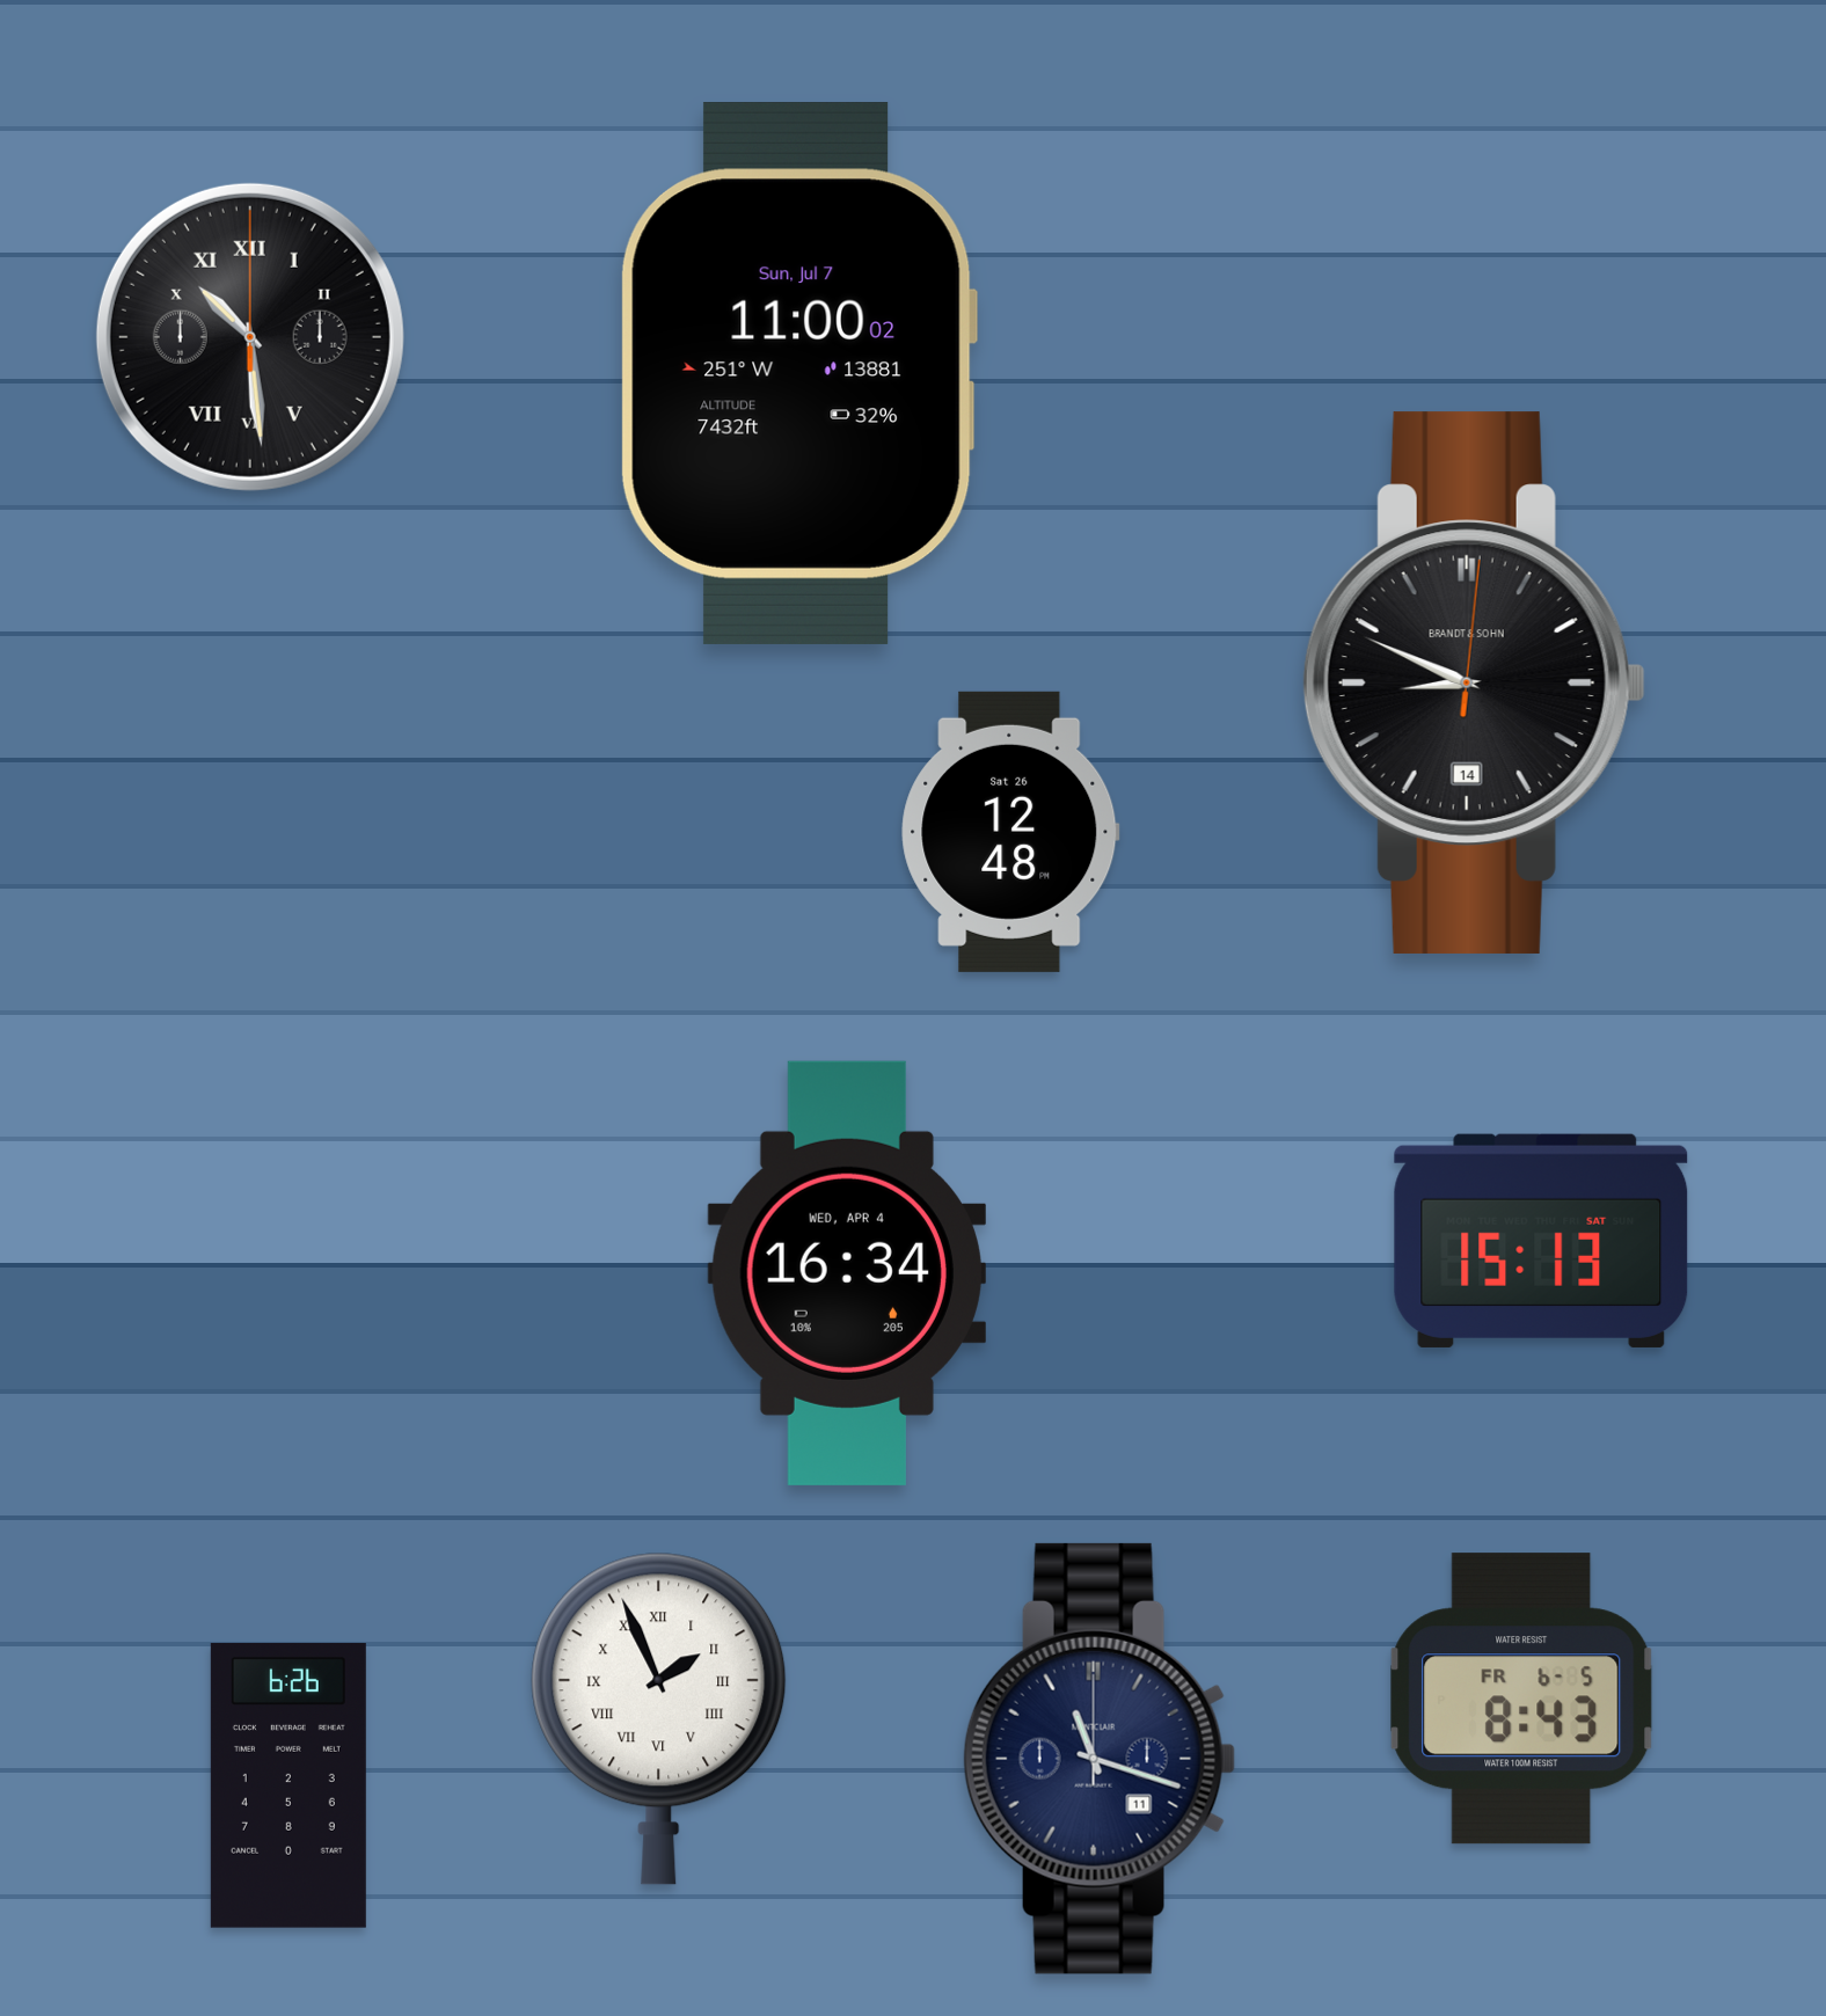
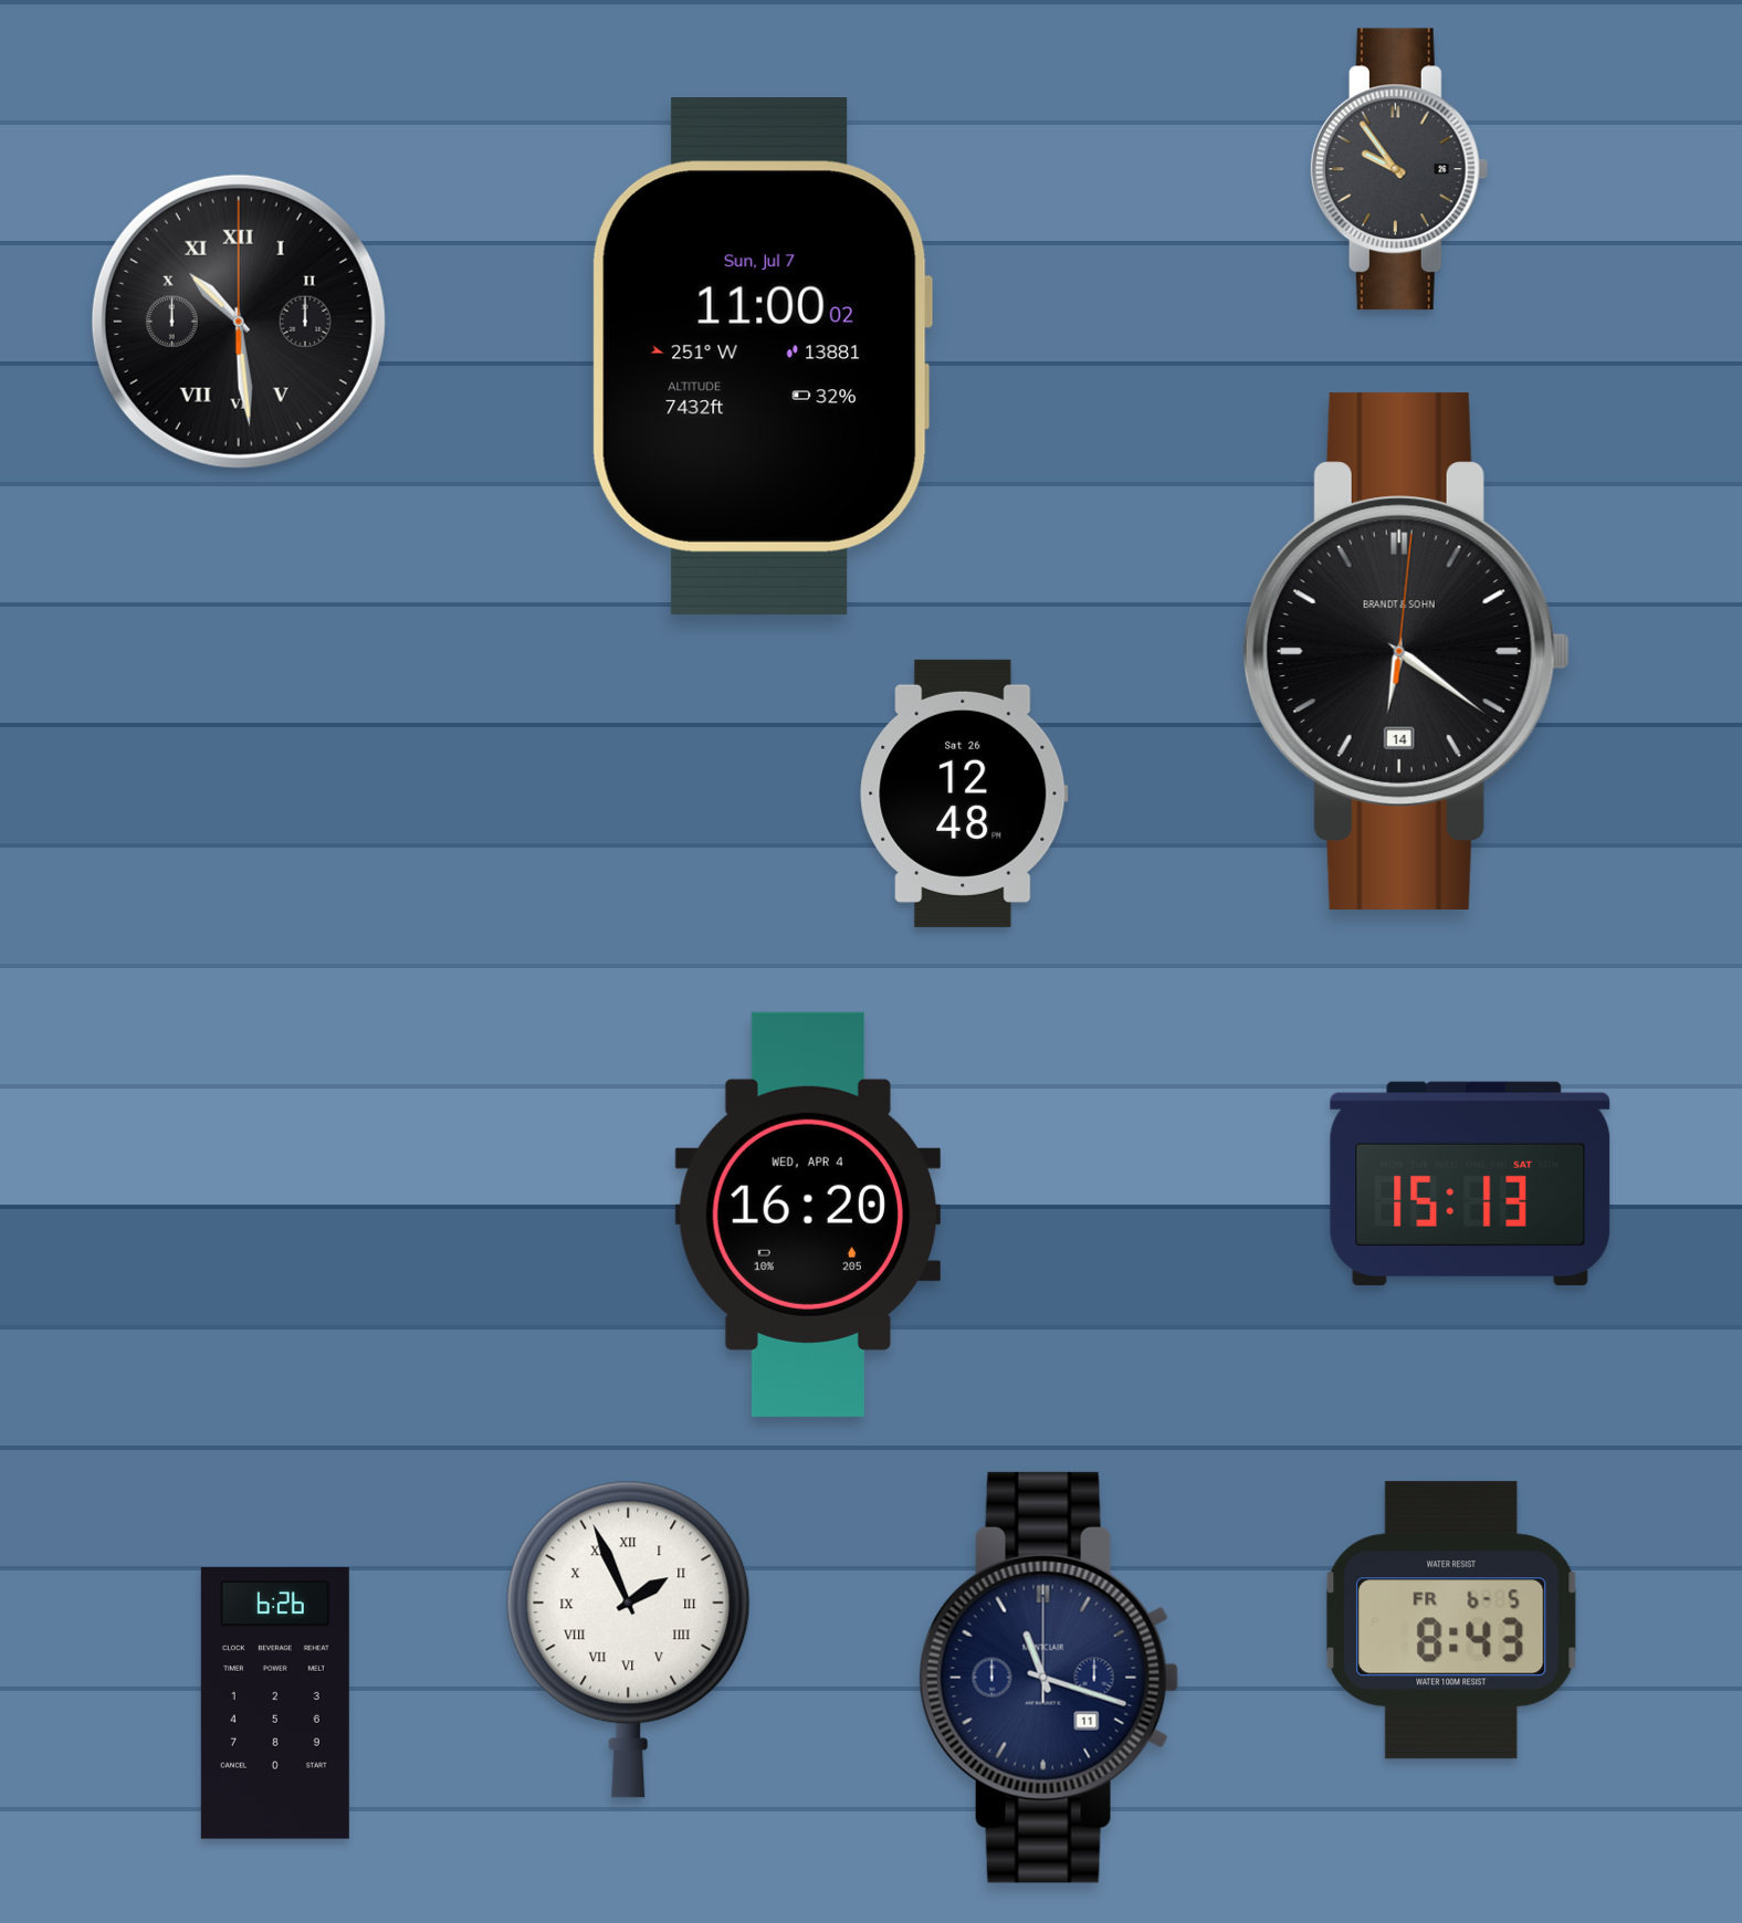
clock at (1399, 169): none -> 9:54
clock at (1474, 682): 8:49 -> 6:21
clock at (847, 1273): 16:34 -> 16:20
